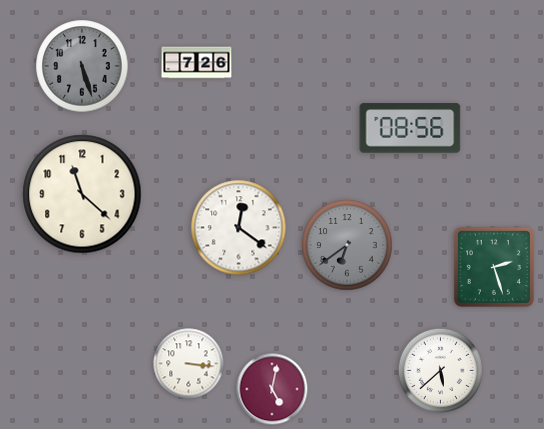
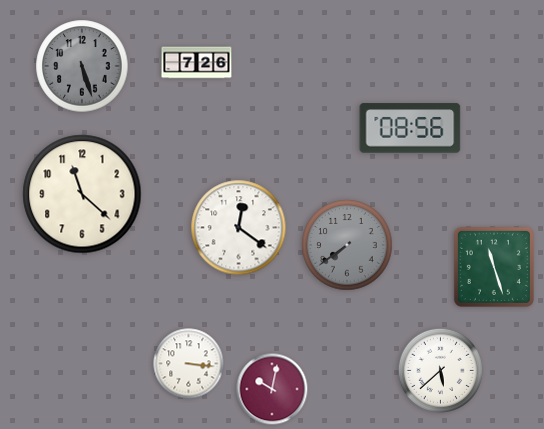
clock at (347, 245): 6:39 -> 7:39
clock at (494, 267): 2:27 -> 11:27
clock at (272, 389): 5:02 -> 10:02
